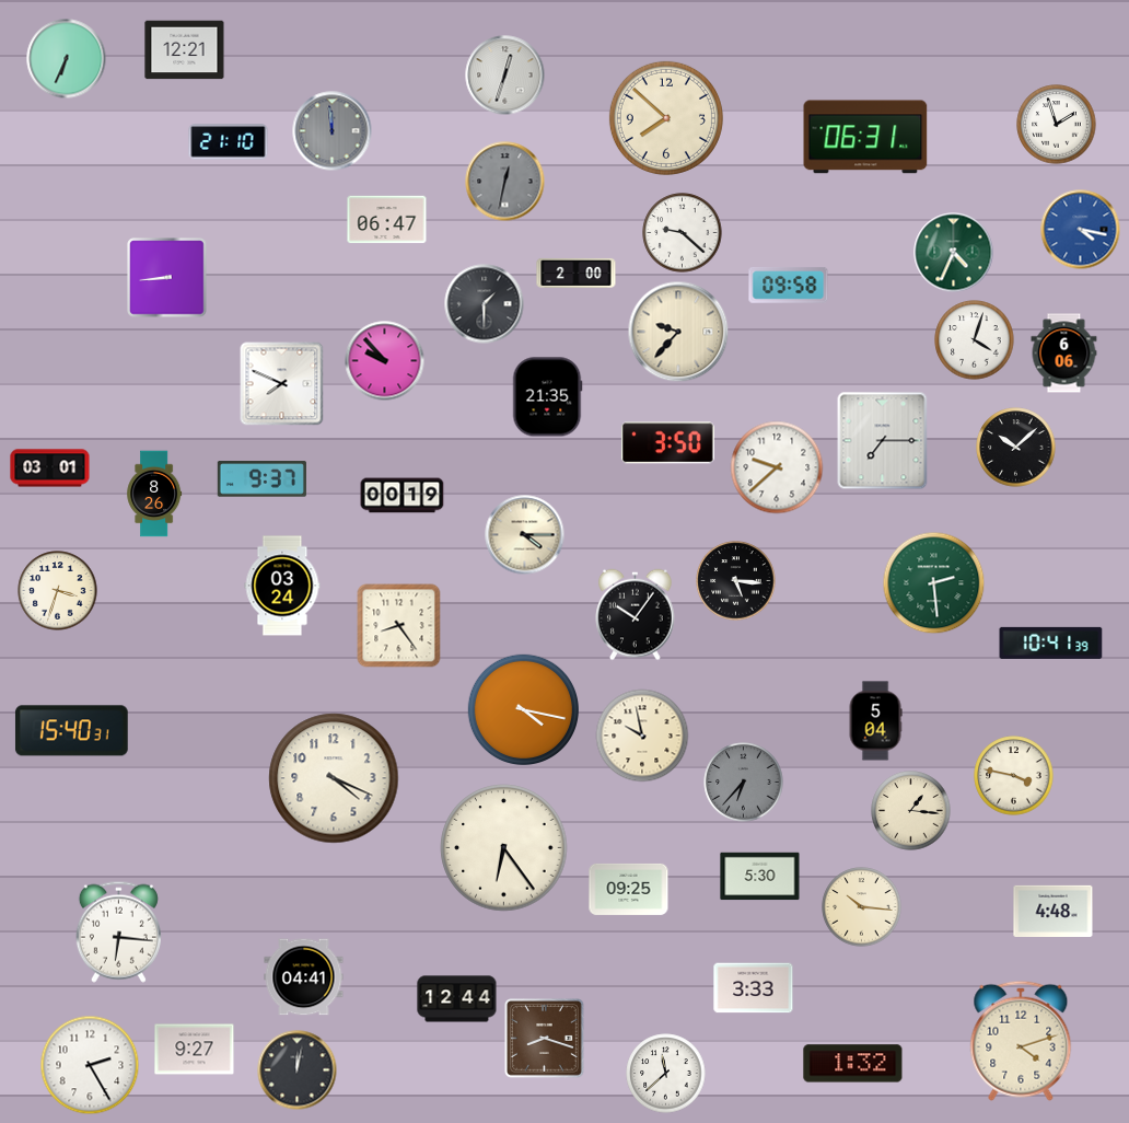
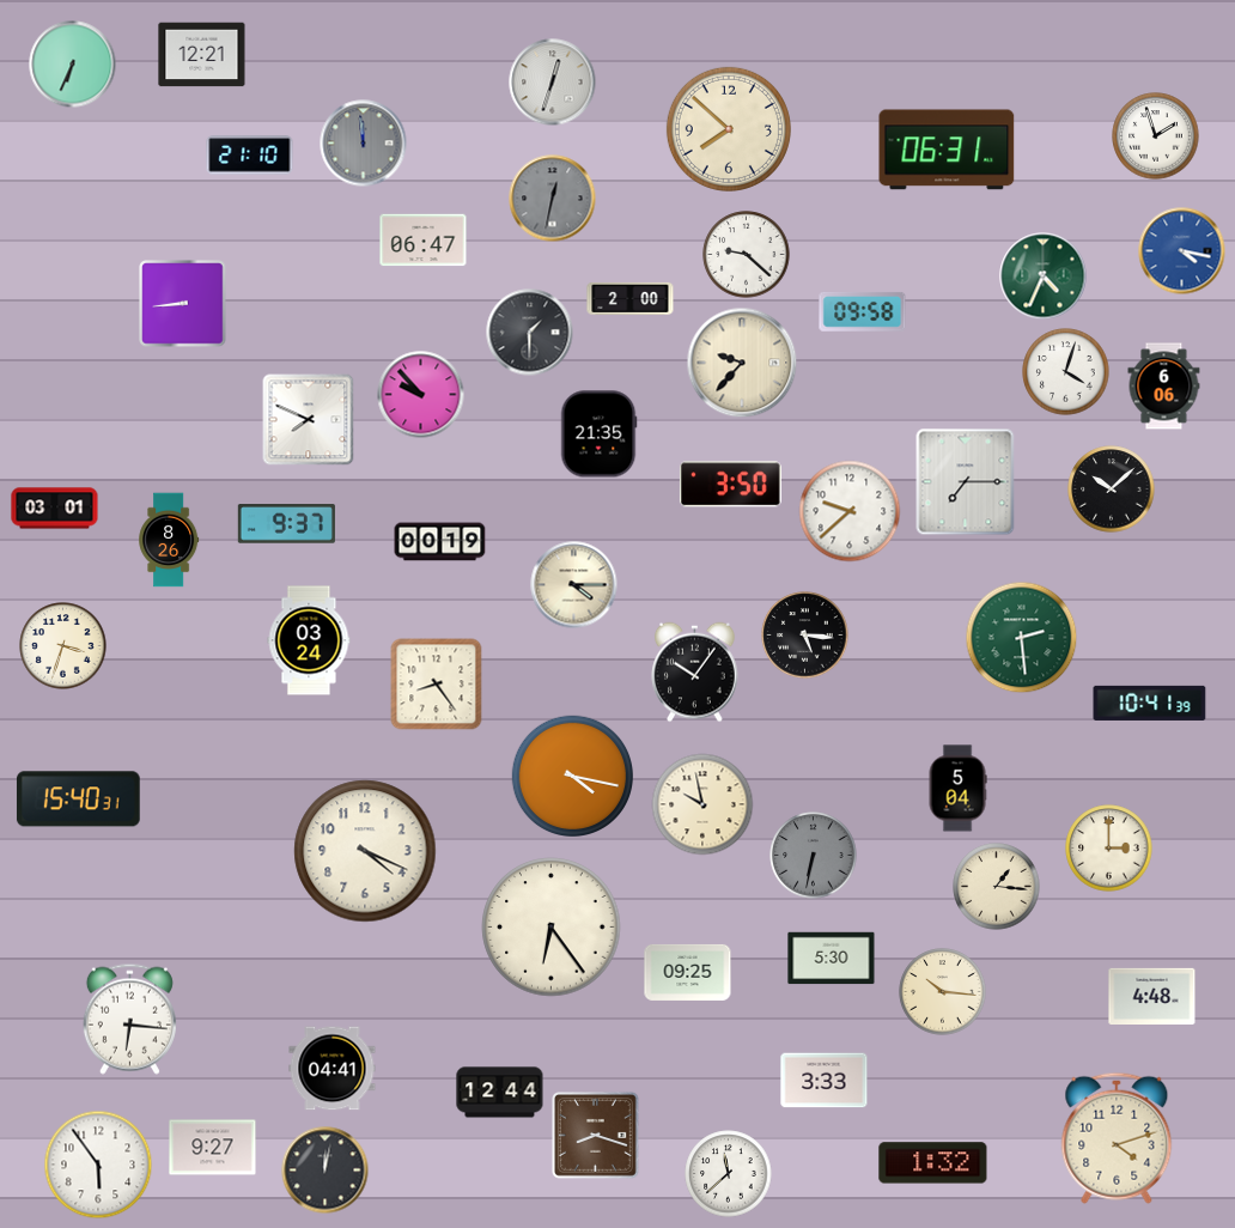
clock at (50, 468) position: (50, 468) -> (55, 509)
clock at (1014, 776): 3:47 -> 3:00
clock at (744, 783): 6:37 -> 6:32
clock at (90, 1065): 2:25 -> 5:54
